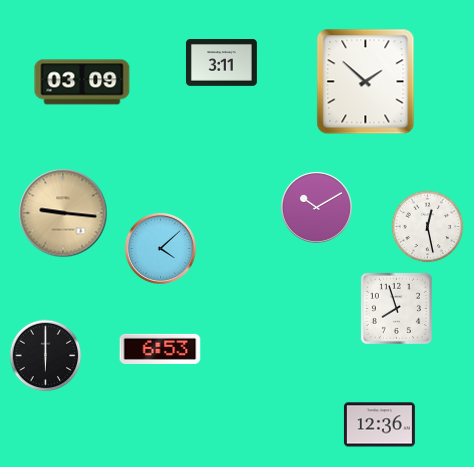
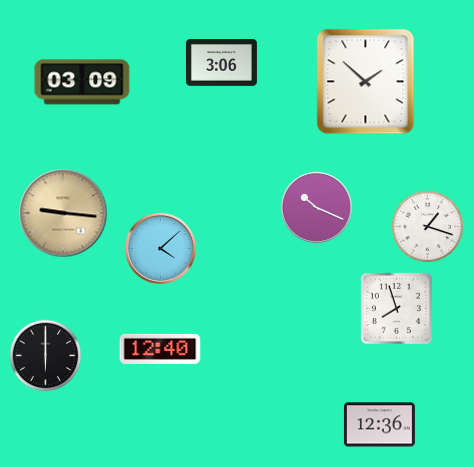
clock at (221, 63): 3:11 -> 3:06
clock at (316, 207): 10:10 -> 10:19
clock at (428, 227): 12:28 -> 1:18
clock at (160, 349): 6:53 -> 12:40
